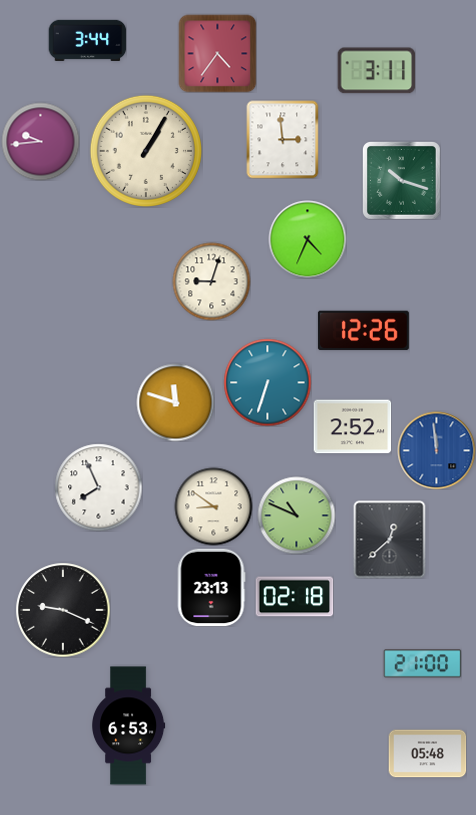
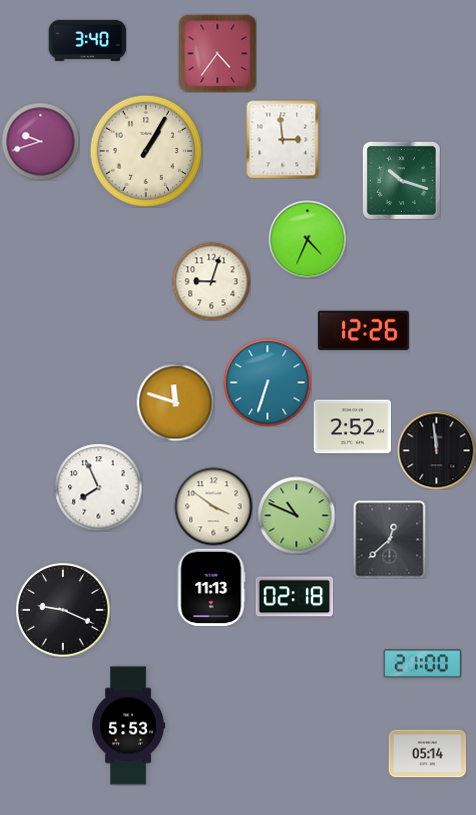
clock at (87, 40): 3:44 -> 3:40
clock at (376, 71): 3:11 -> none
clock at (40, 141): 9:44 -> 9:42
clock at (436, 450) dial: blue -> black
clock at (213, 506): 8:51 -> 3:51
clock at (211, 587): 23:13 -> 11:13
clock at (129, 726): 6:53 -> 5:53
clock at (427, 754): 05:48 -> 05:14
